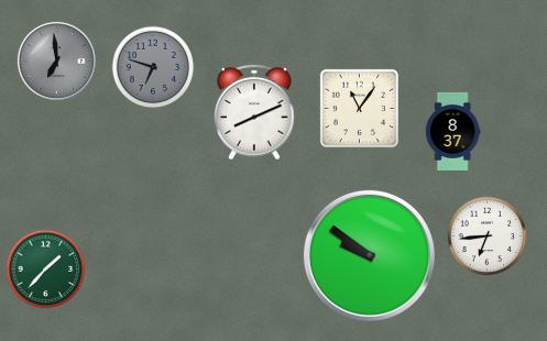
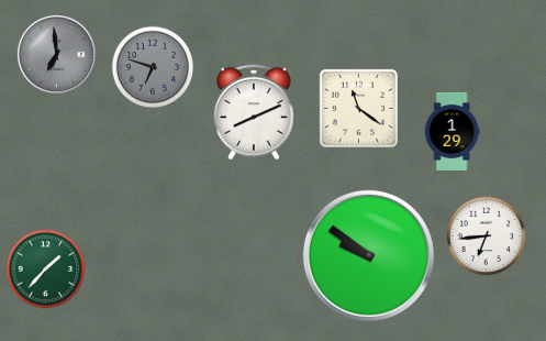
clock at (56, 61) position: (56, 61) -> (56, 54)
clock at (359, 108): 11:06 -> 11:21
clock at (452, 131): 8:37 -> 1:29
